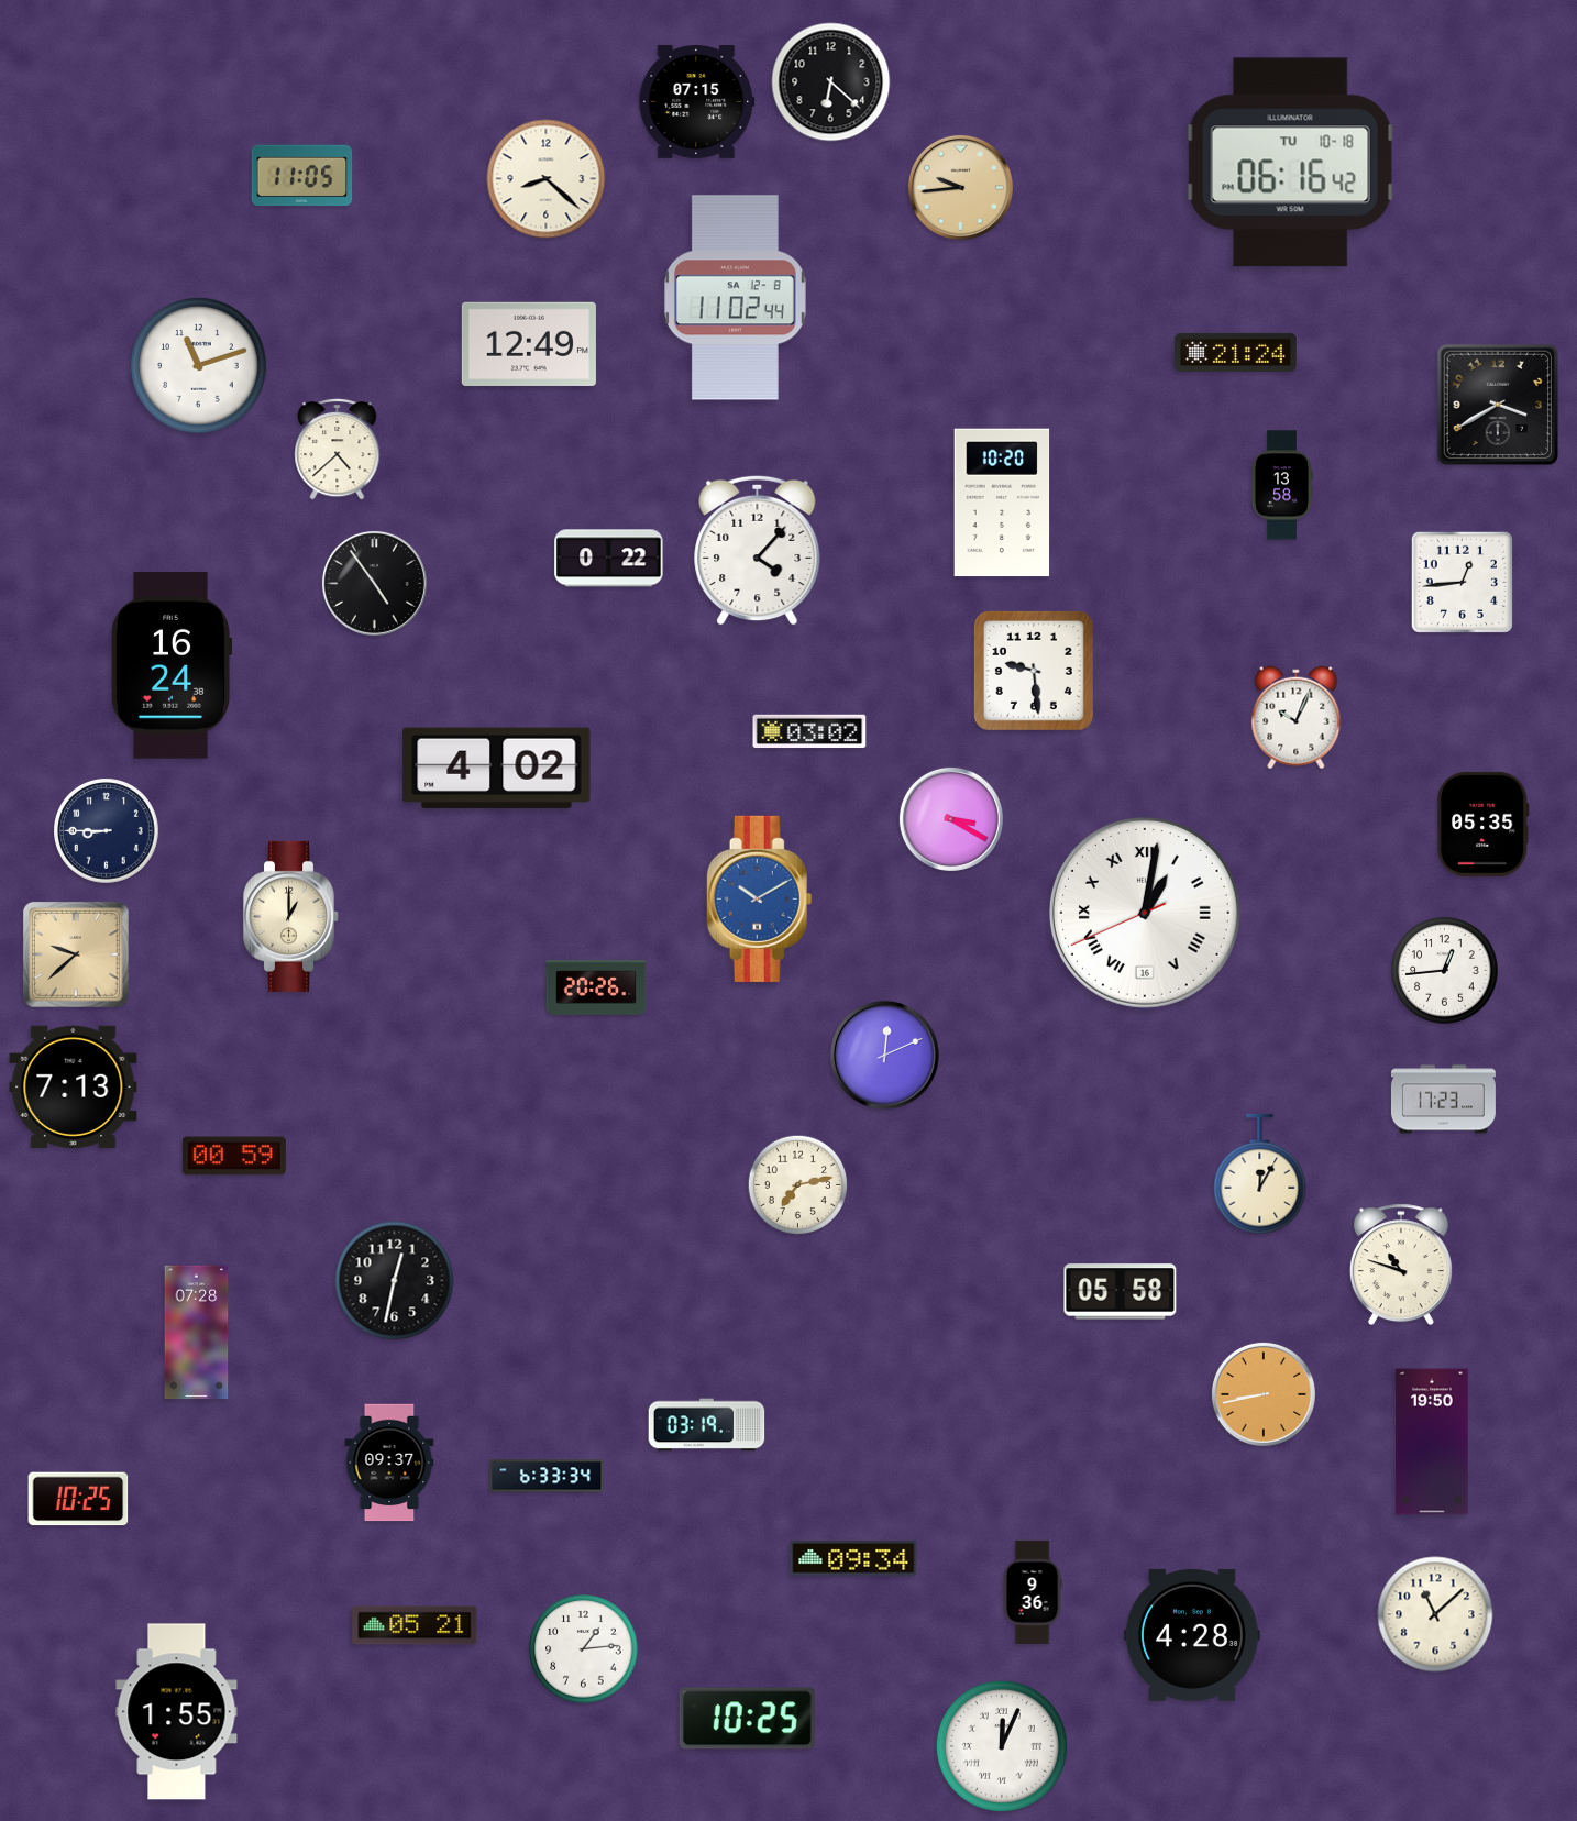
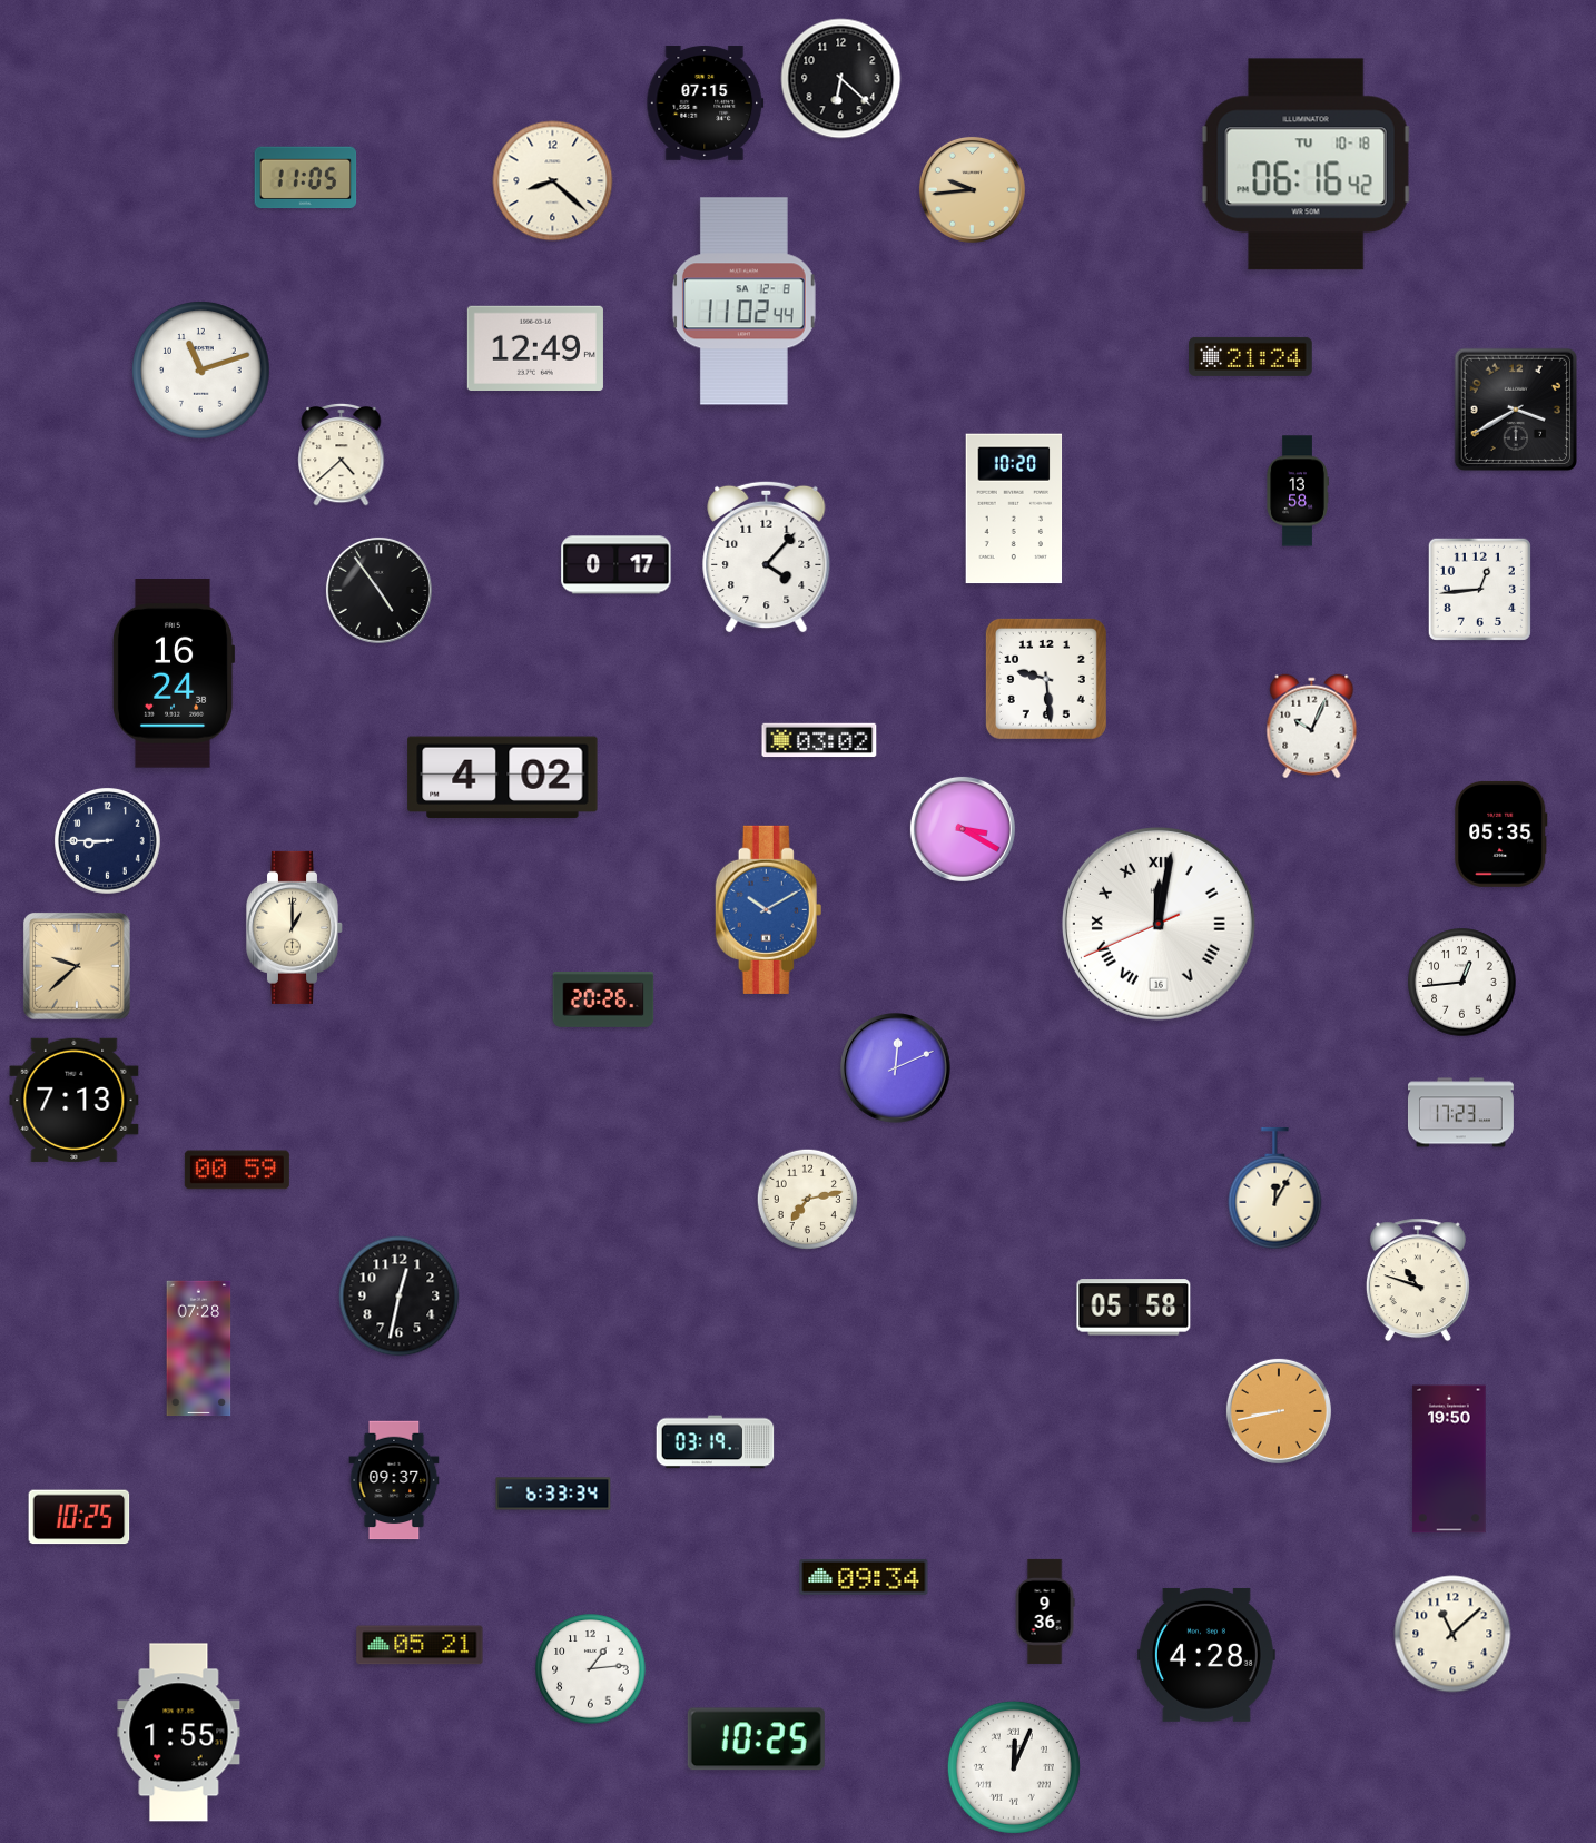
clock at (831, 82) position: (831, 82) -> (841, 79)
clock at (609, 559): 0:22 -> 0:17
clock at (1145, 913): 1:01 -> 12:01
